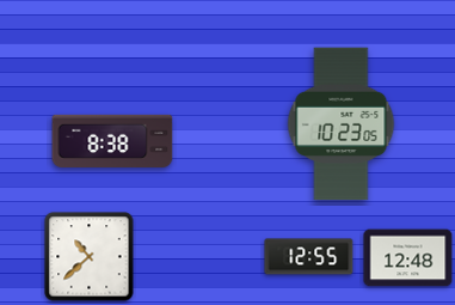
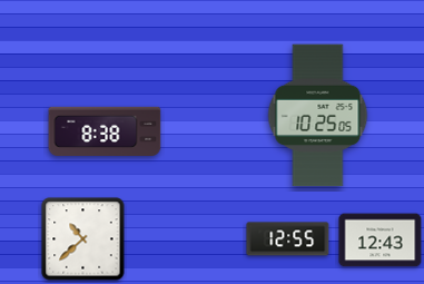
clock at (342, 124): 10:23 -> 10:25
clock at (408, 258): 12:48 -> 12:43
